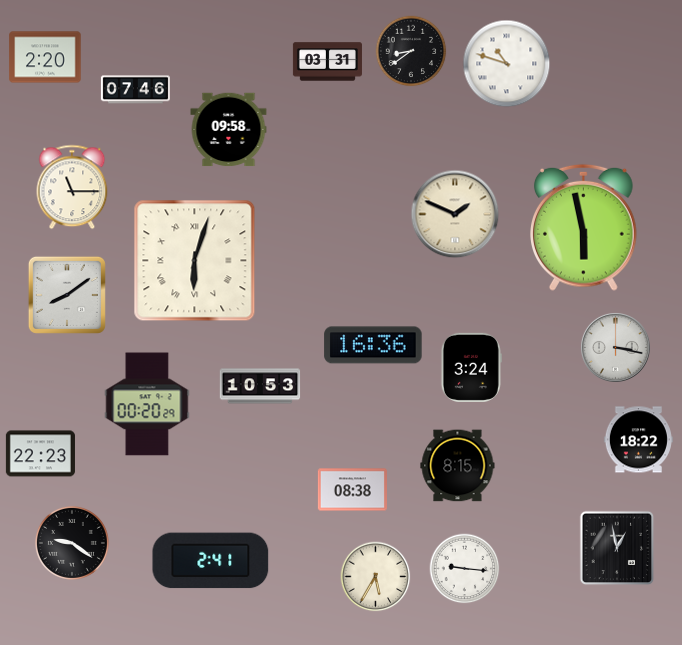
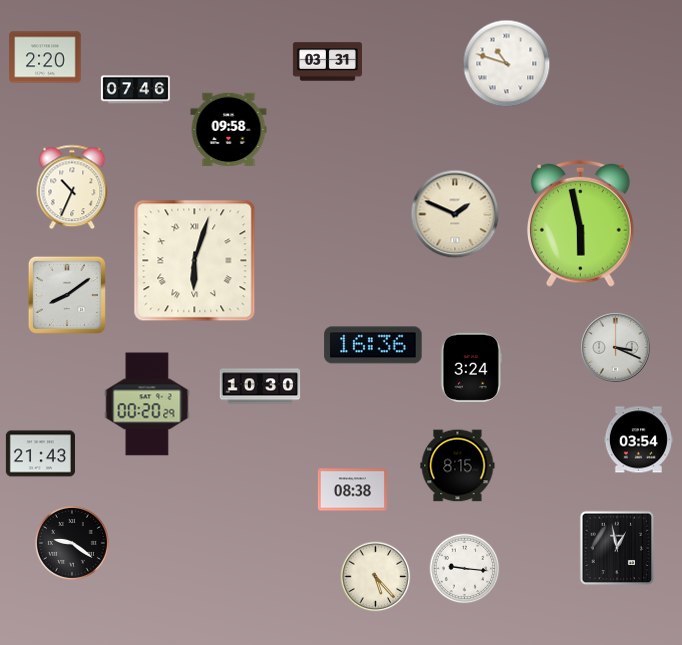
clock at (411, 51): 8:39 -> none
clock at (72, 187): 11:15 -> 10:34
clock at (584, 227) position: (584, 227) -> (581, 223)
clock at (615, 347): 3:17 -> 3:19
clock at (260, 386): 10:53 -> 10:30
clock at (638, 440): 18:22 -> 03:54
clock at (40, 454): 22:23 -> 21:43
clock at (211, 561): 2:41 -> none
clock at (376, 577): 5:35 -> 5:23
